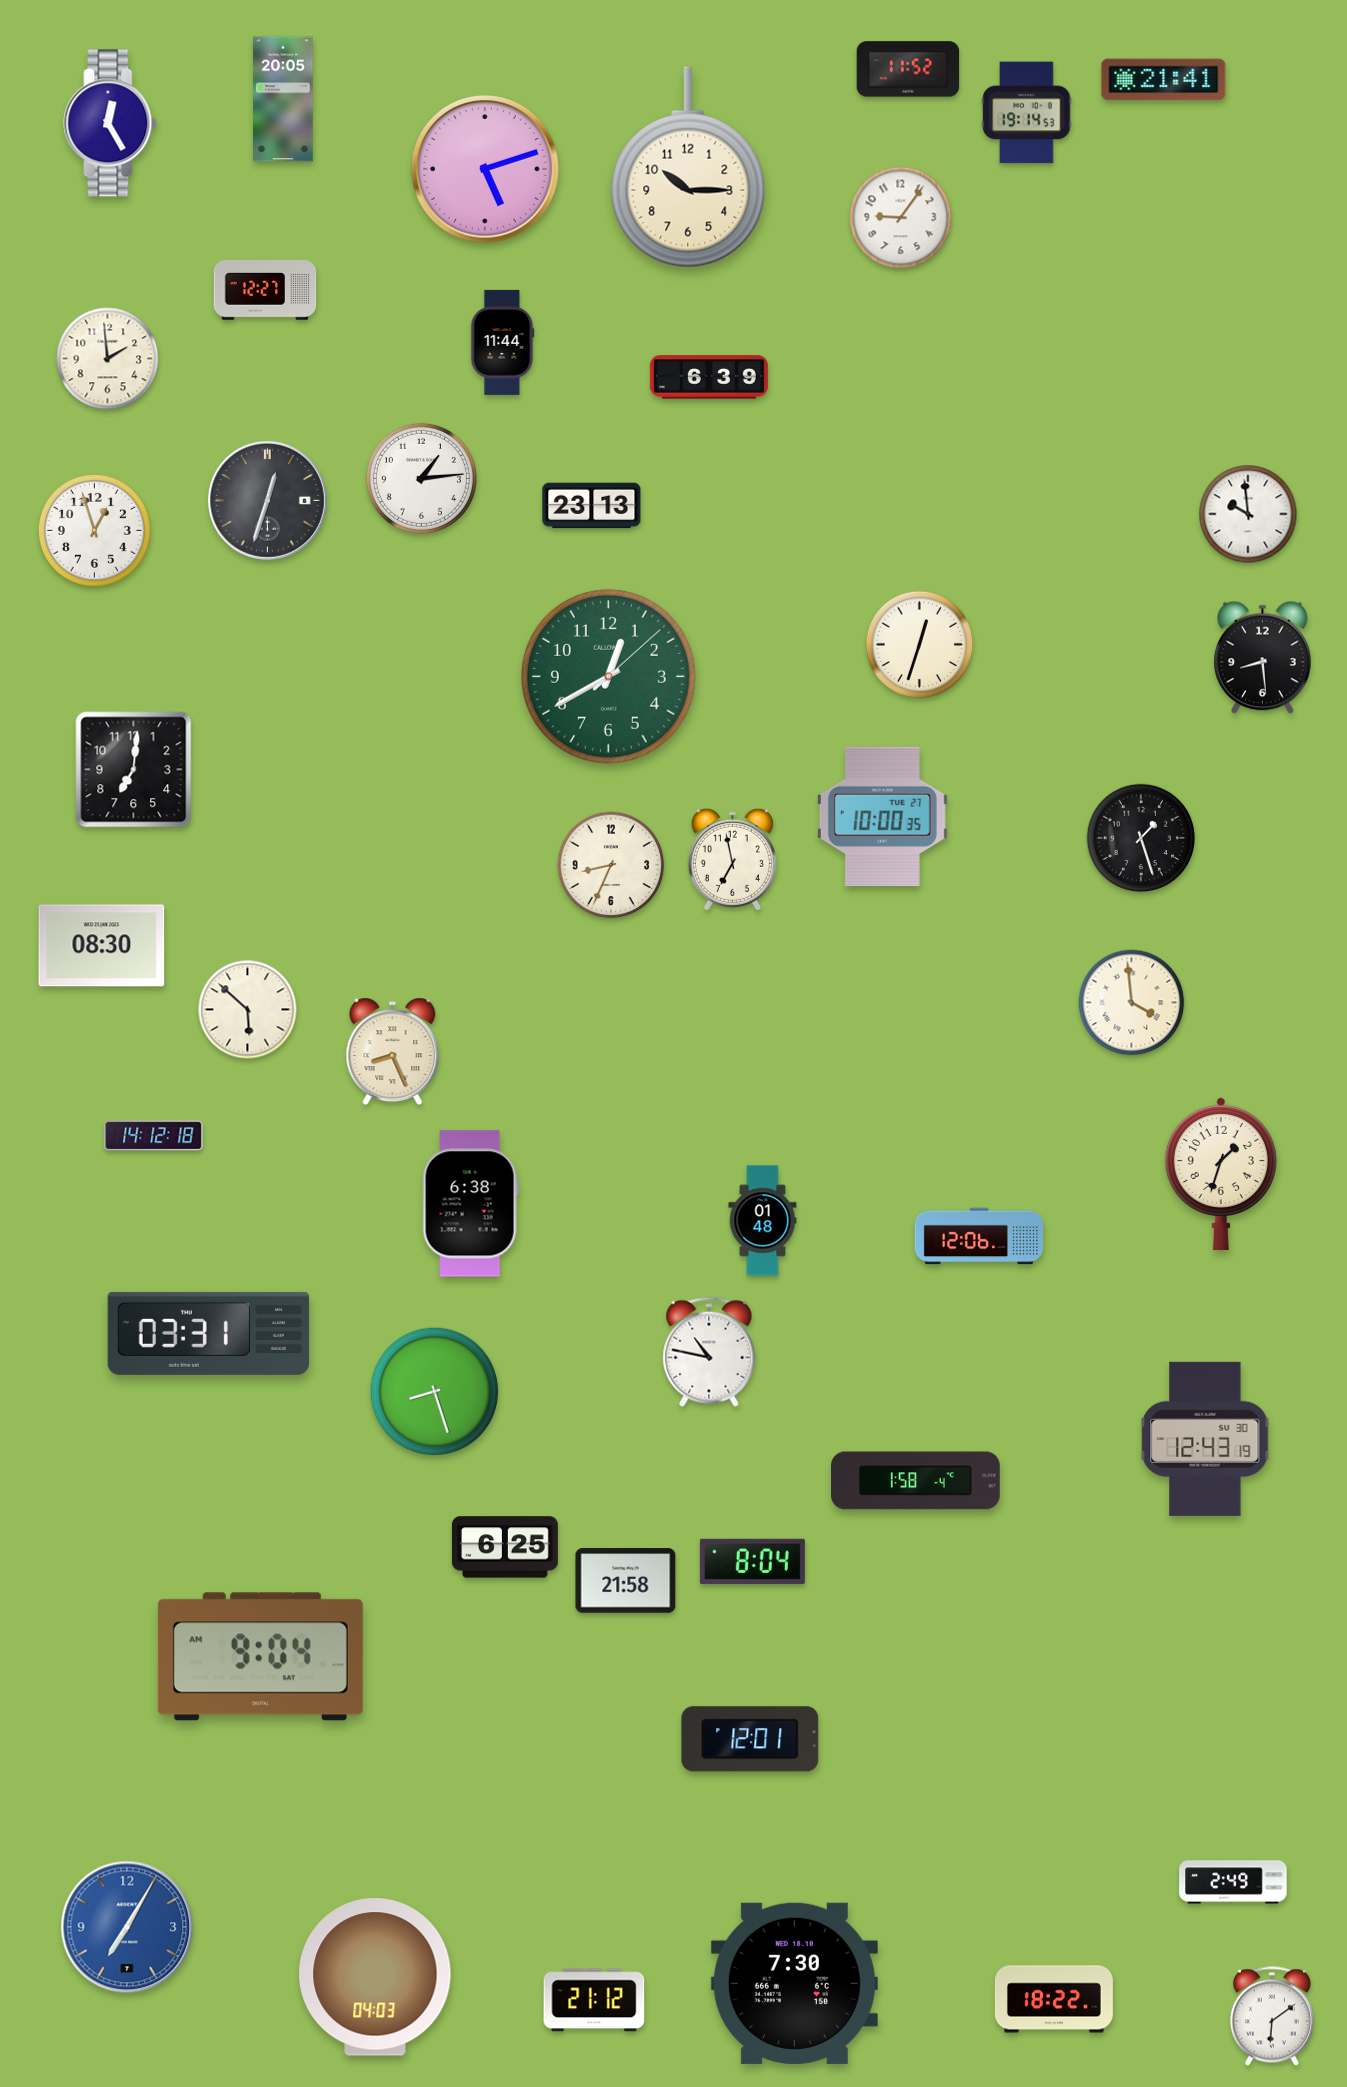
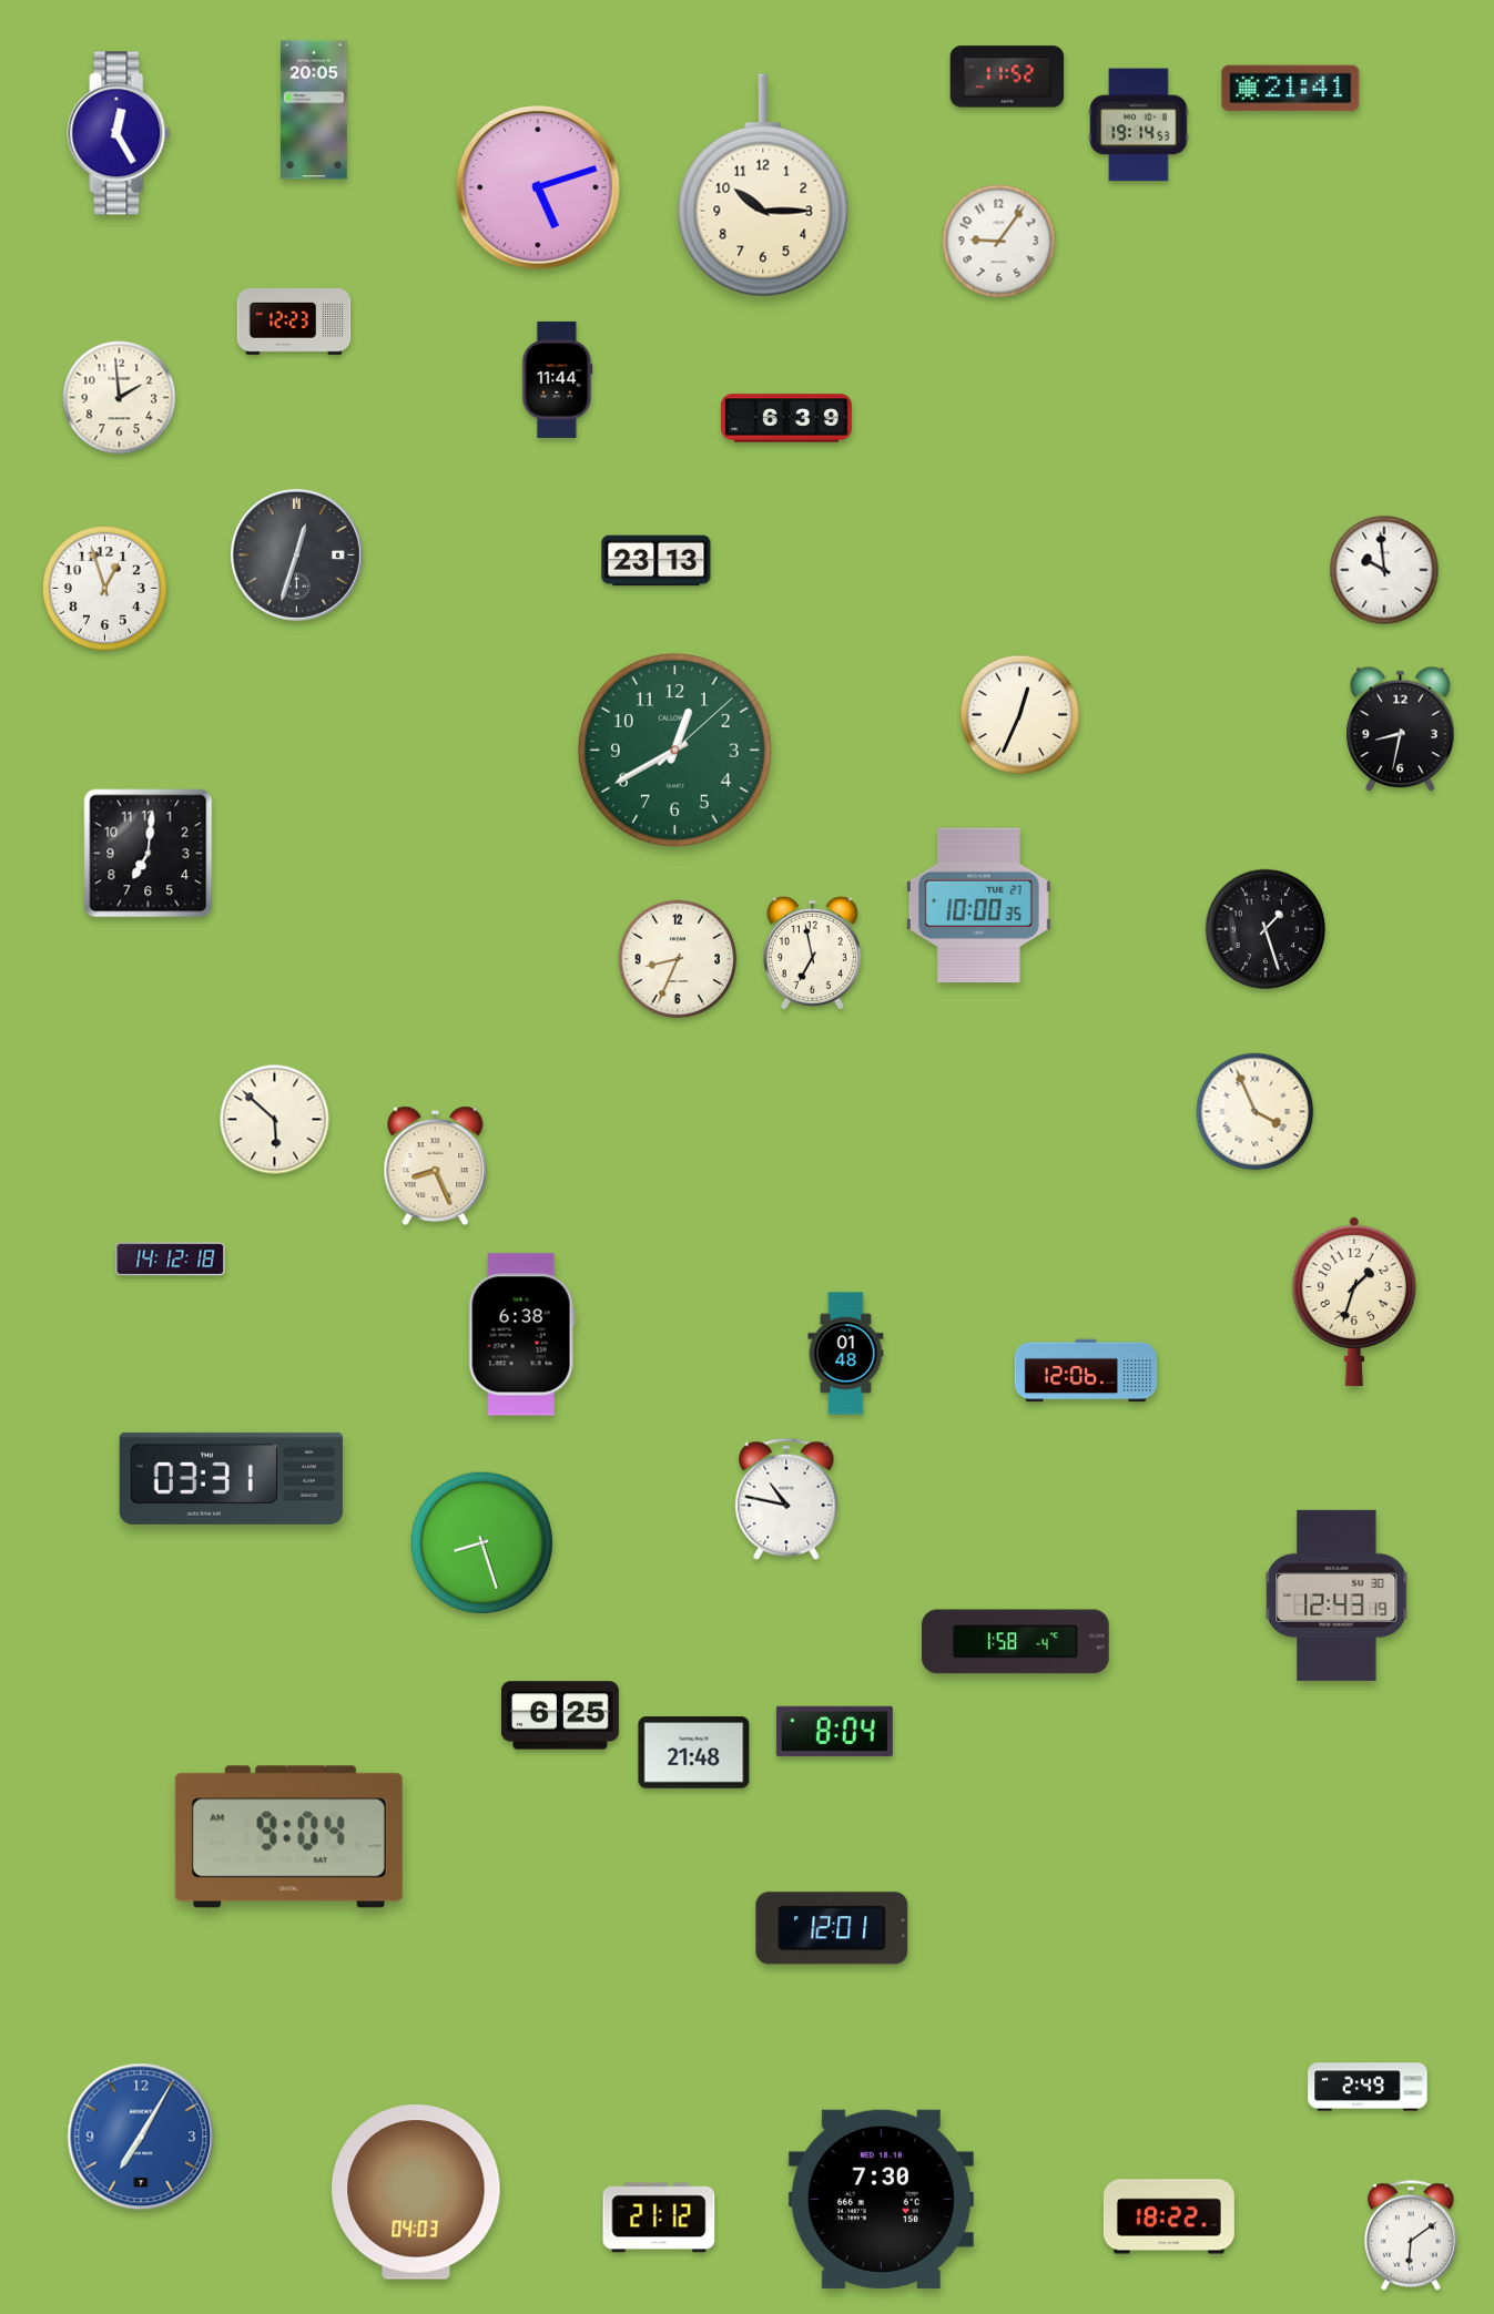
clock at (110, 123) position: (110, 123) -> (119, 133)
clock at (265, 291): 12:27 -> 12:23
clock at (421, 478): 1:14 -> none
clock at (920, 645): 12:33 -> 12:34
clock at (1263, 658): 8:29 -> 8:32
clock at (102, 946): 08:30 -> none
clock at (1132, 1003): 3:59 -> 3:56
clock at (626, 1581): 21:58 -> 21:48
